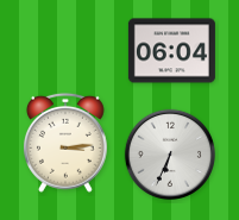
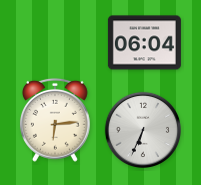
clock at (65, 143): 3:14 -> 6:14
